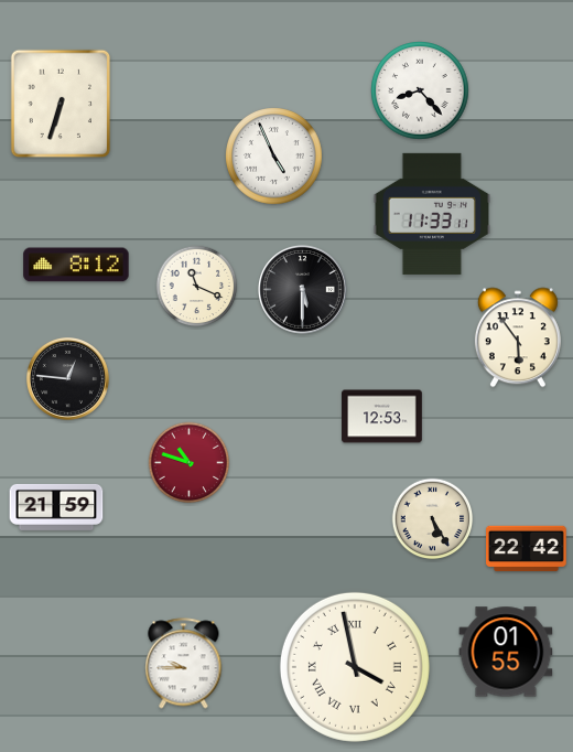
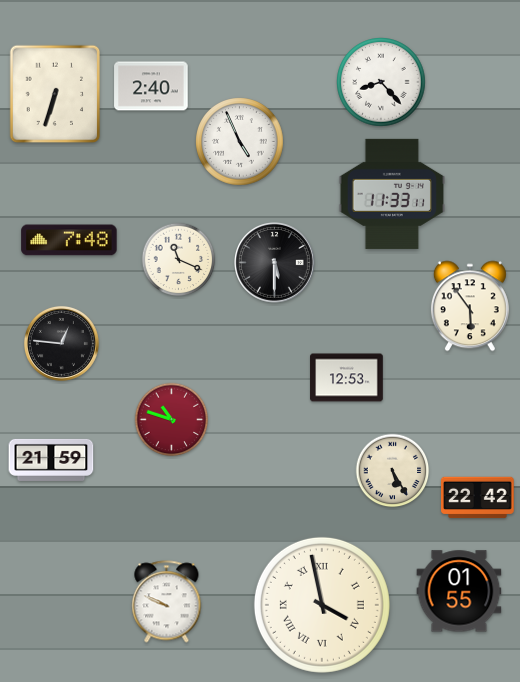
clock at (151, 86): none -> 2:40
clock at (274, 157) position: (274, 157) -> (240, 142)
clock at (76, 265): 8:12 -> 7:48
clock at (184, 664): 9:45 -> 9:49
